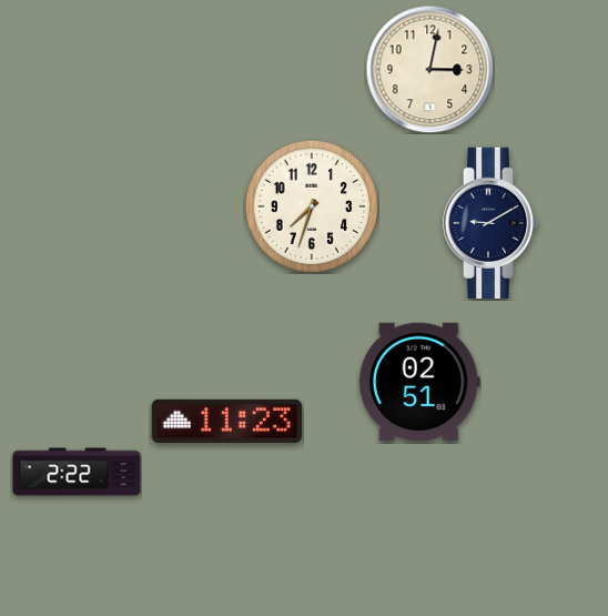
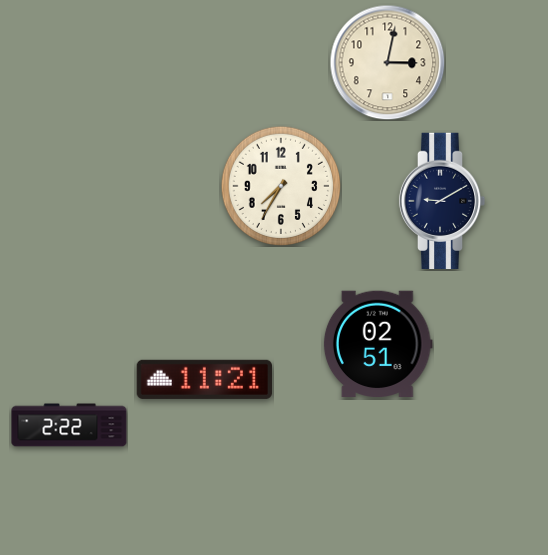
clock at (311, 205): 7:33 -> 7:35
clock at (226, 421): 11:23 -> 11:21
